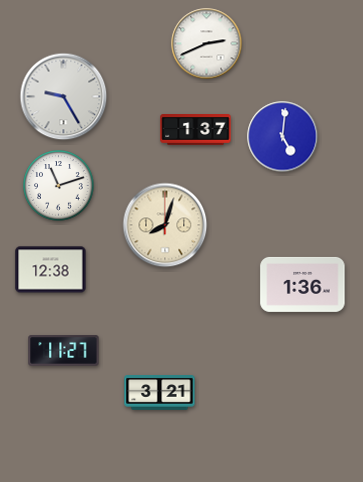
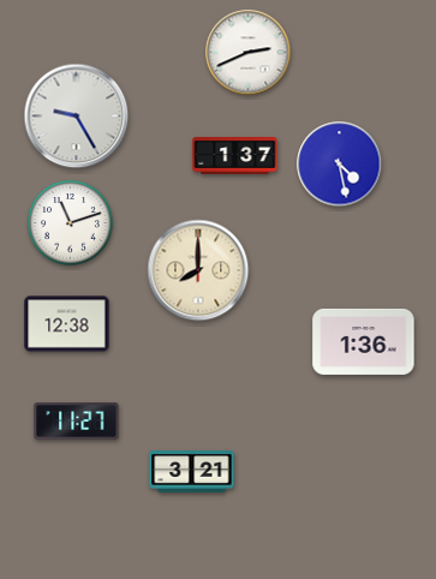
clock at (283, 137): 5:01 -> 4:28
clock at (165, 225): 8:03 -> 8:00
clock at (51, 270) position: (51, 270) -> (67, 324)
